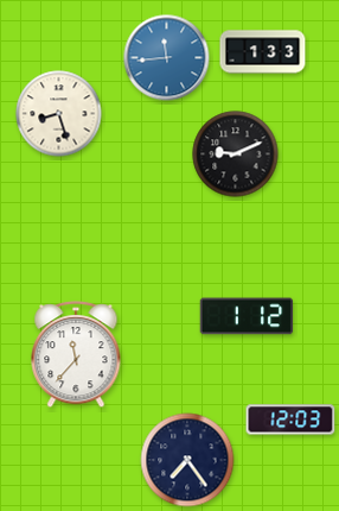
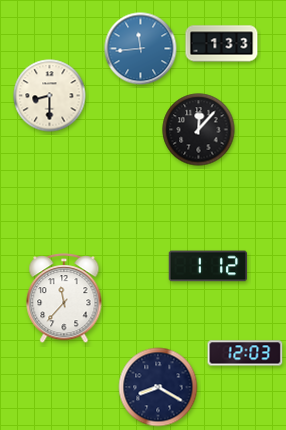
clock at (59, 114): 8:27 -> 8:30
clock at (236, 154): 9:11 -> 12:07
clock at (187, 460): 7:24 -> 8:20
